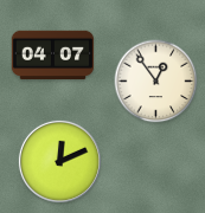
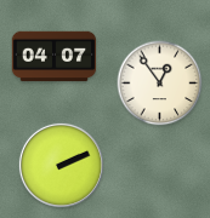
clock at (59, 161): 12:11 -> 2:11
